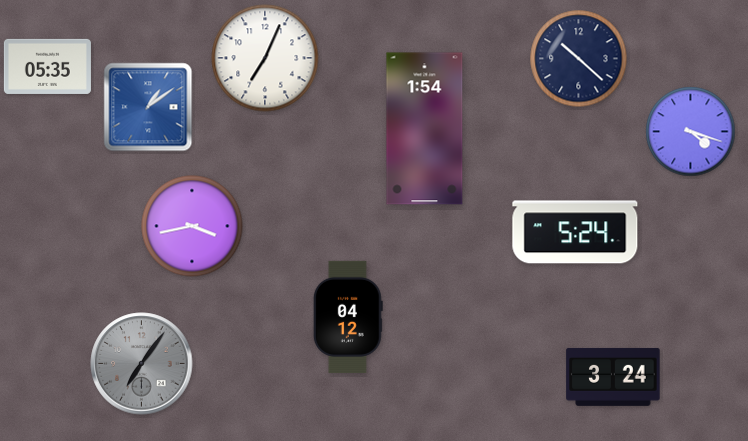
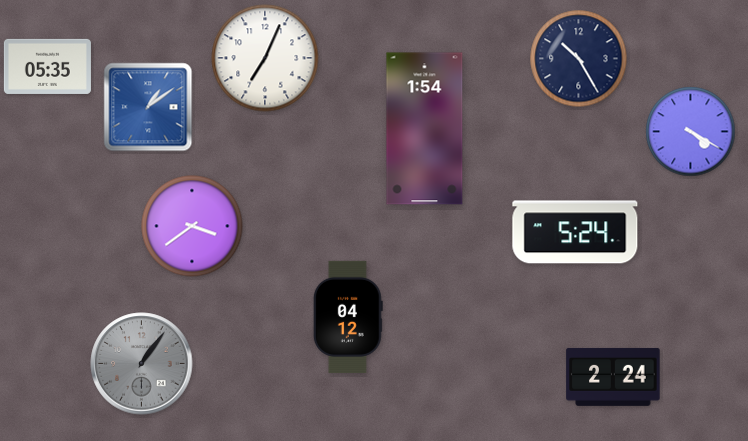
clock at (579, 59): 10:22 -> 10:25
clock at (691, 132): 4:18 -> 4:20
clock at (192, 226): 3:43 -> 3:39
clock at (142, 364): 7:06 -> 1:06
clock at (613, 377): 3:24 -> 2:24
